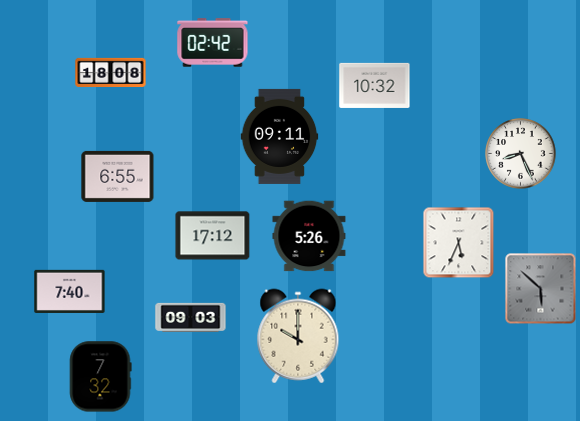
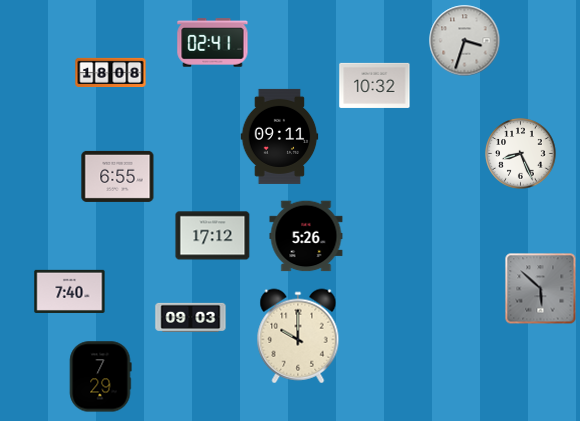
clock at (465, 41): none -> 3:33
clock at (213, 43): 02:42 -> 02:41
clock at (309, 236) position: (309, 236) -> (306, 236)
clock at (459, 243): 5:34 -> none
clock at (101, 377): 7:32 -> 7:29
